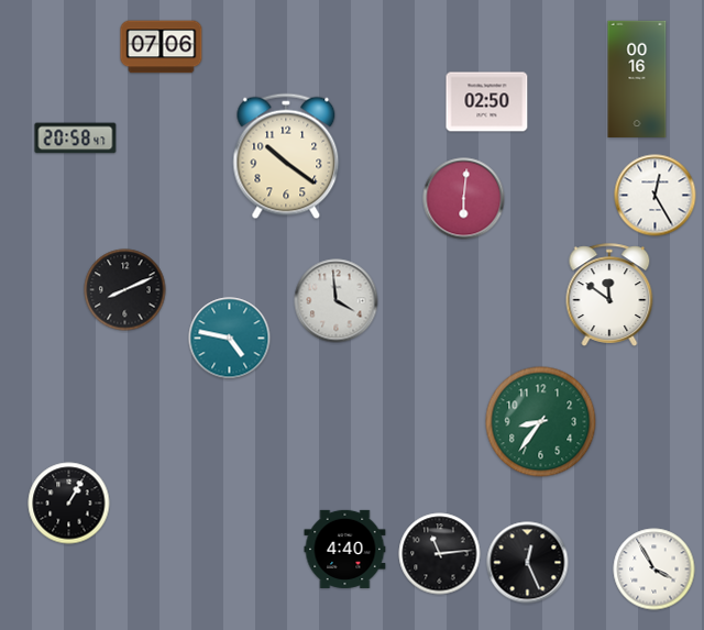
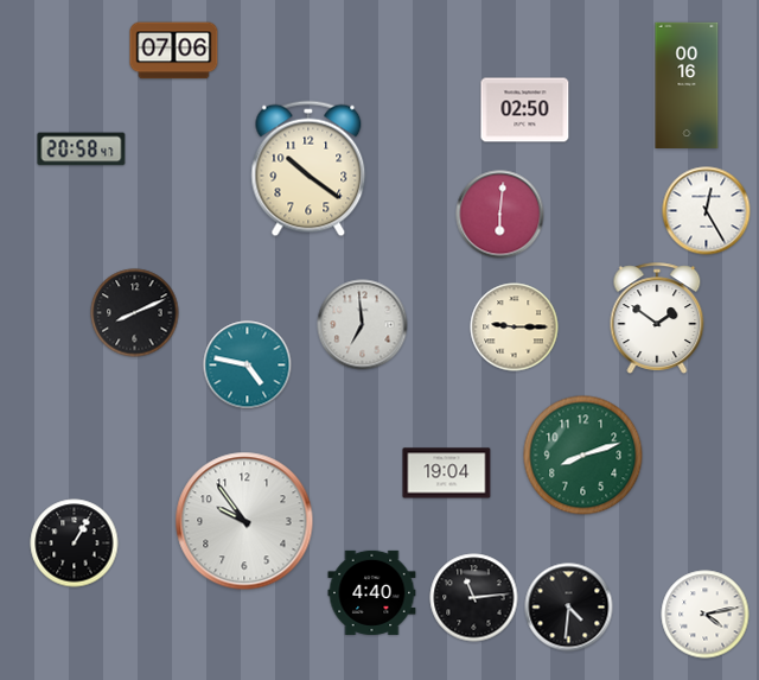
clock at (609, 295): 11:51 -> 1:51
clock at (337, 301): 3:59 -> 6:59
clock at (515, 328): none -> 9:15
clock at (541, 422): 8:36 -> 8:12
clock at (447, 474): none -> 19:04
clock at (244, 521): none -> 9:54
clock at (528, 563): 12:26 -> 4:31
clock at (654, 570): 3:55 -> 4:13
